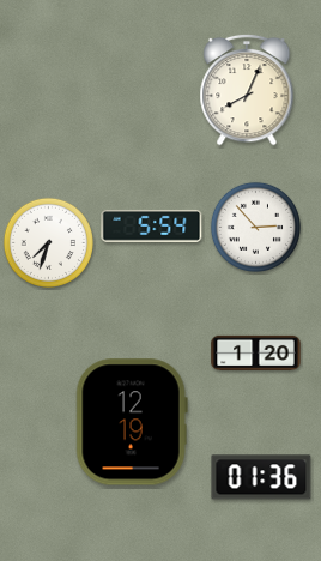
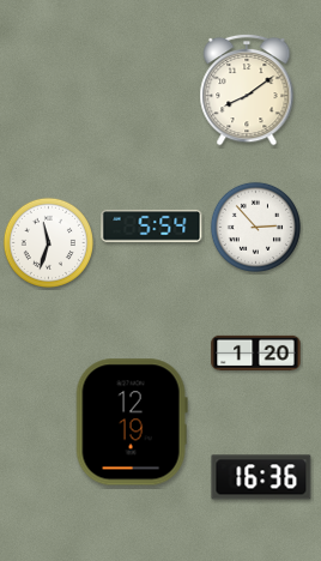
clock at (247, 90): 8:04 -> 8:09
clock at (48, 242): 7:33 -> 11:33
clock at (261, 477): 01:36 -> 16:36
